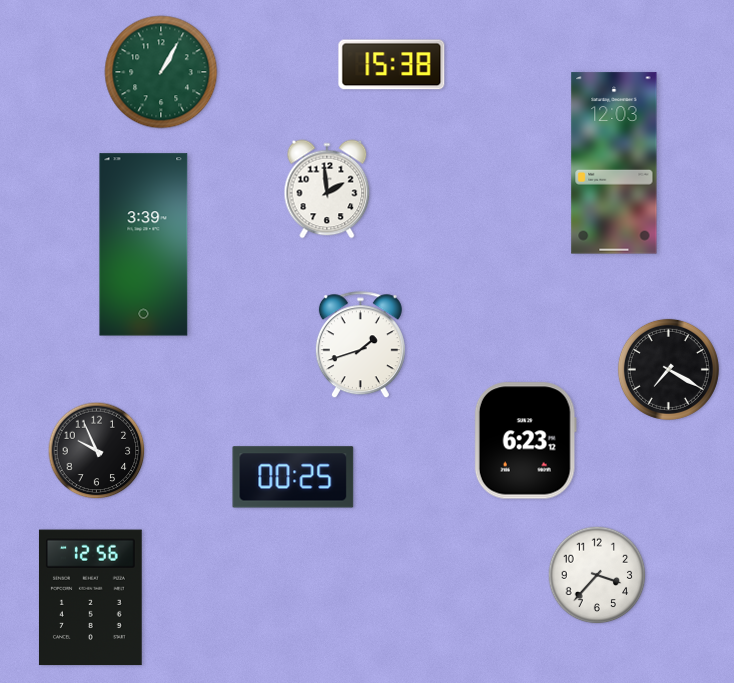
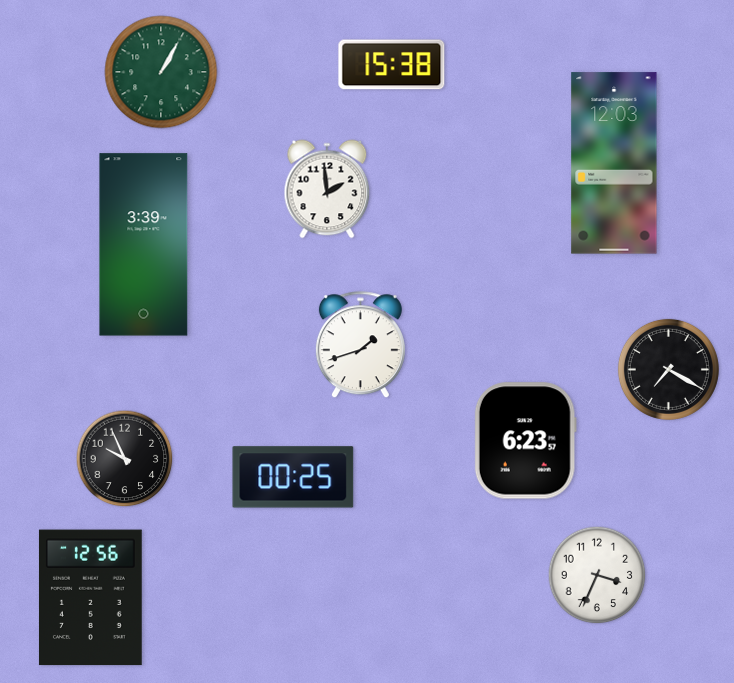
clock at (525, 441): 6:23:12 -> 6:23:57
clock at (97, 451) position: (97, 451) -> (125, 459)
clock at (597, 575): 3:37 -> 3:34
